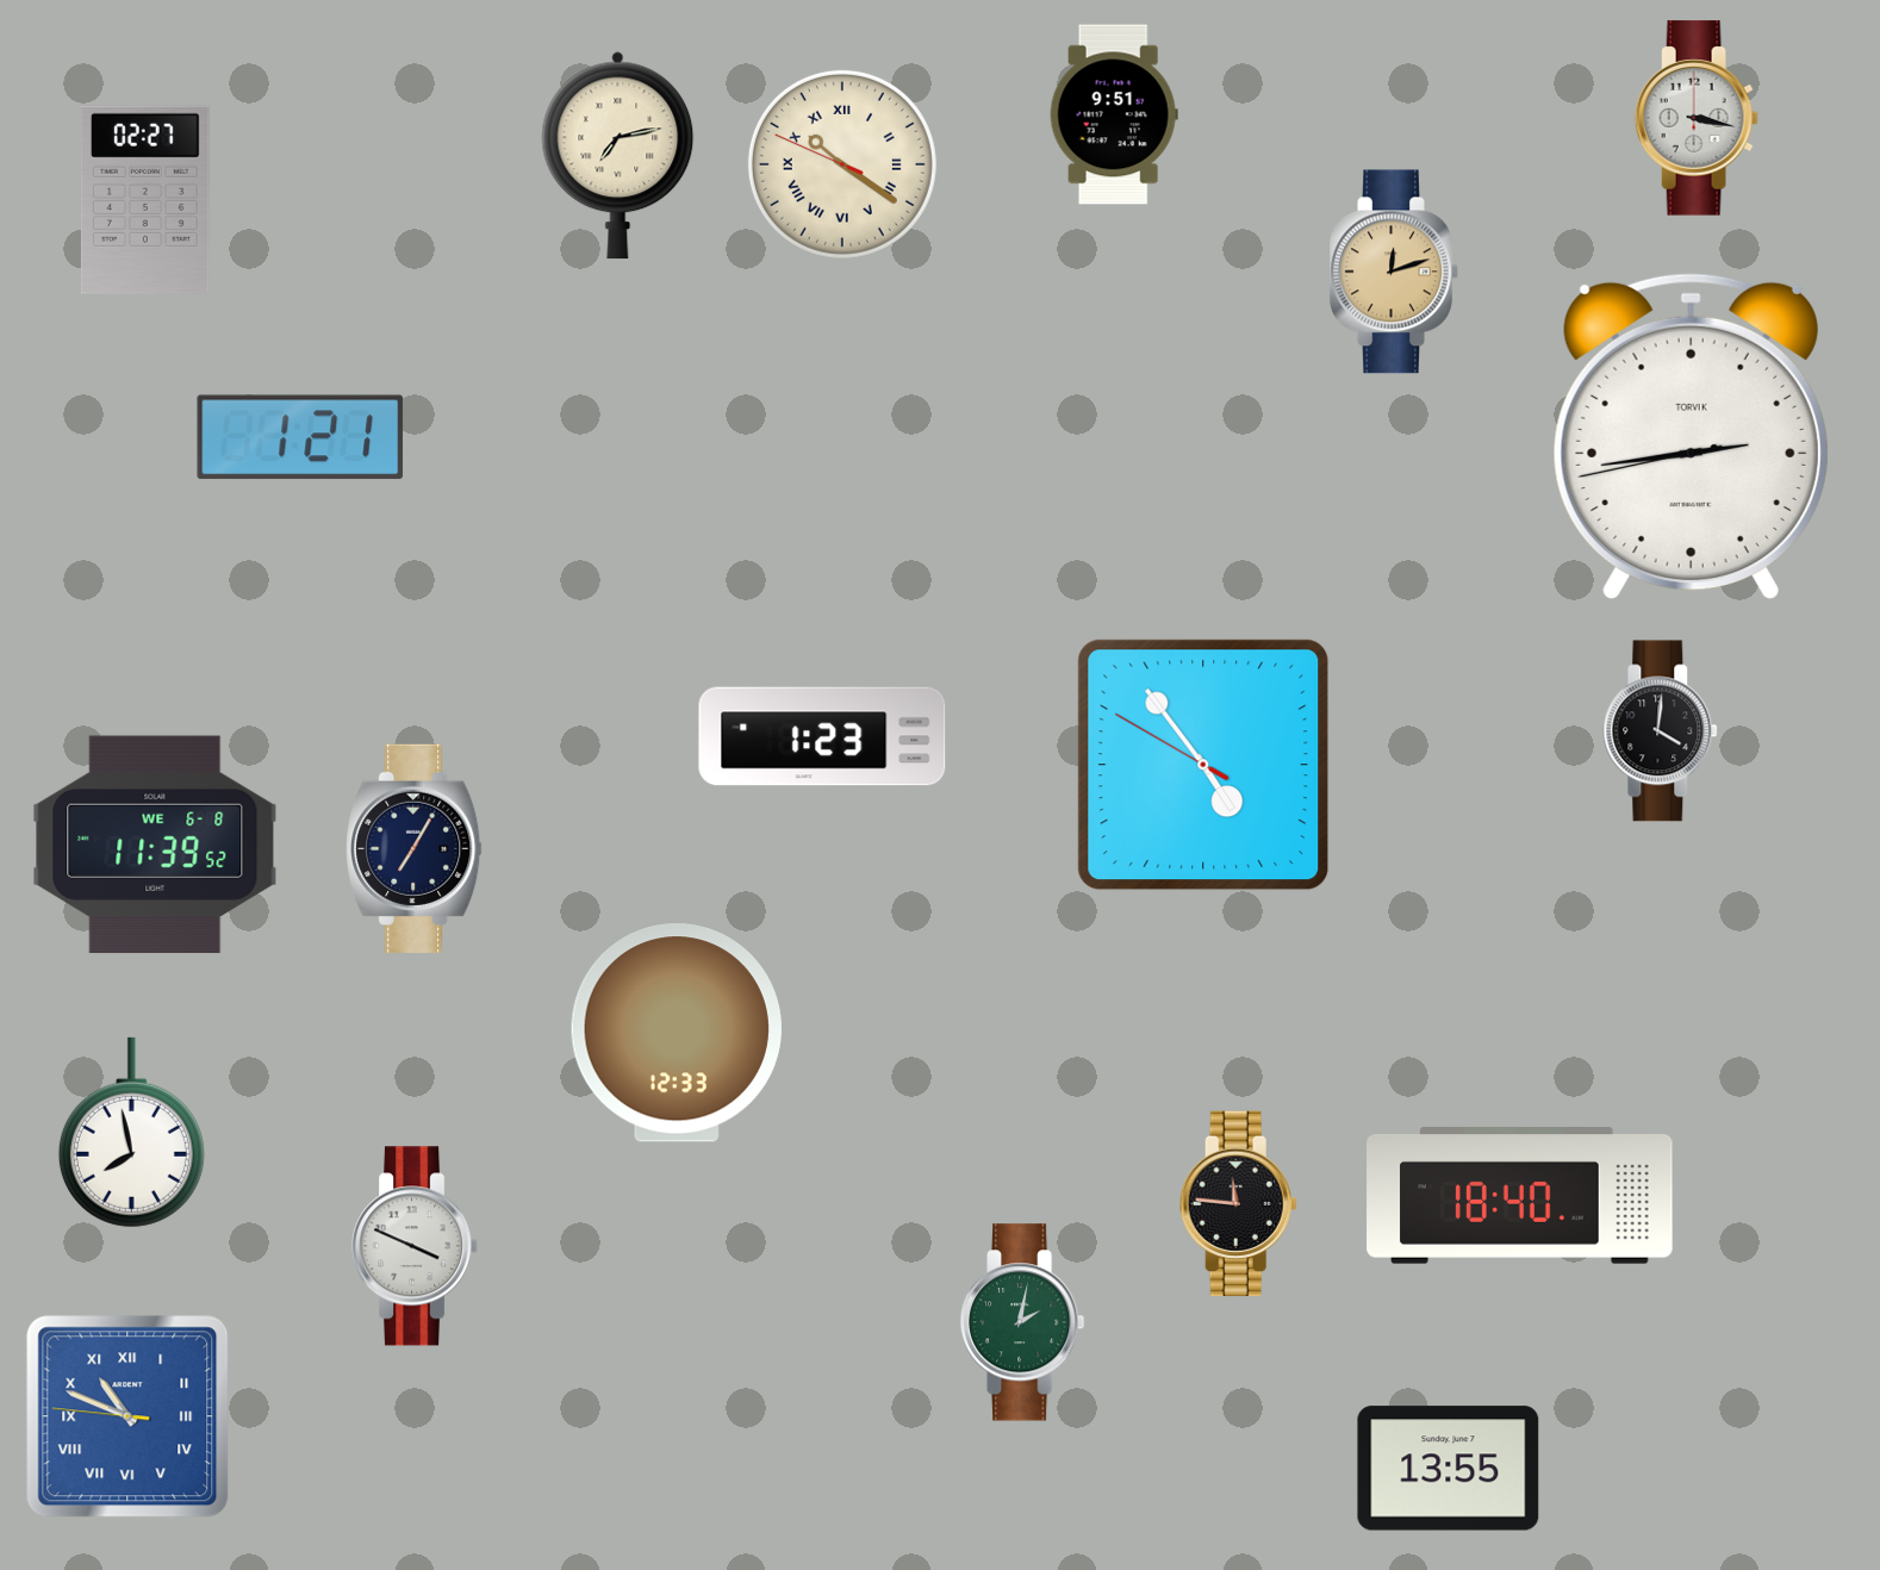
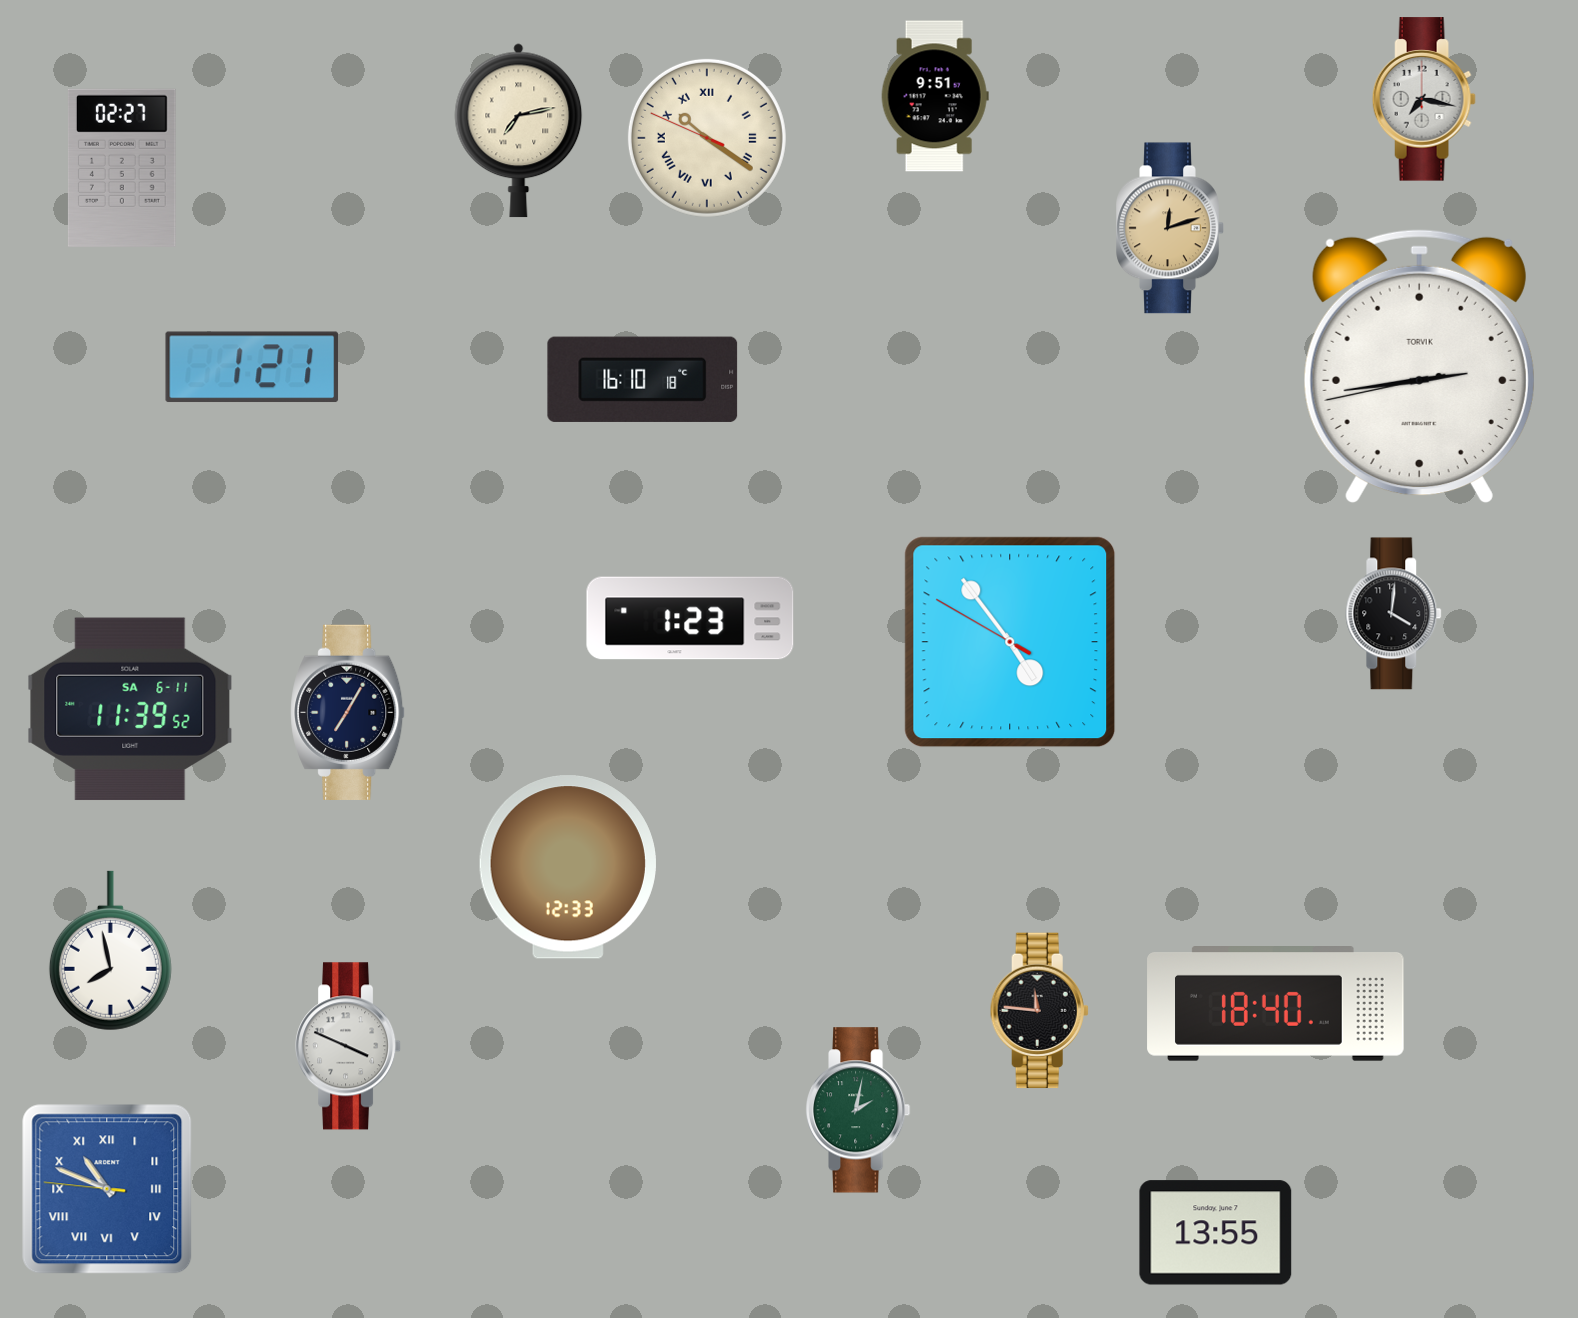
clock at (1697, 118): 3:17 -> 7:17
clock at (643, 379): none -> 16:10
clock at (155, 845) date: WE 6-8 -> SA 6-11
